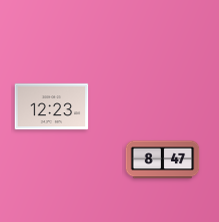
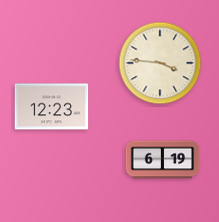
clock at (160, 63): none -> 3:46
clock at (163, 160): 8:47 -> 6:19
